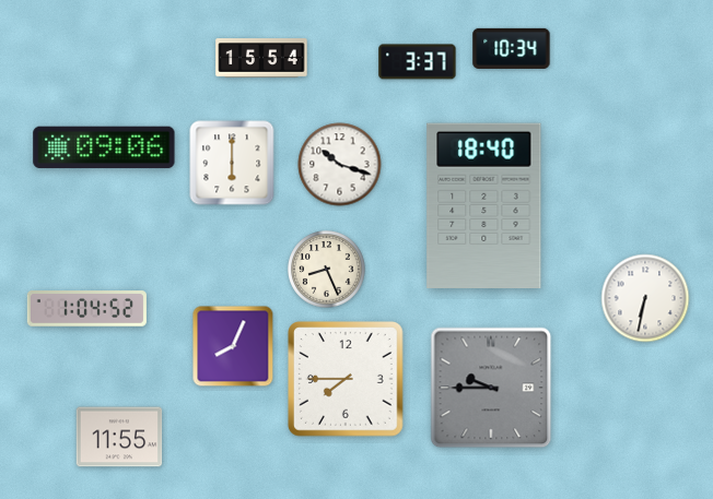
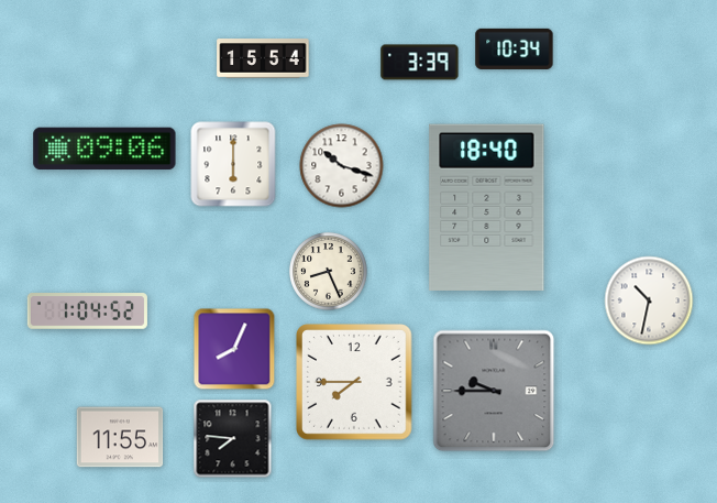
clock at (418, 62): 3:37 -> 3:39
clock at (645, 298): 6:32 -> 10:32
clock at (347, 380) position: (347, 380) -> (355, 383)
clock at (233, 439): none -> 7:46
clock at (119, 437) position: (119, 437) -> (120, 437)
